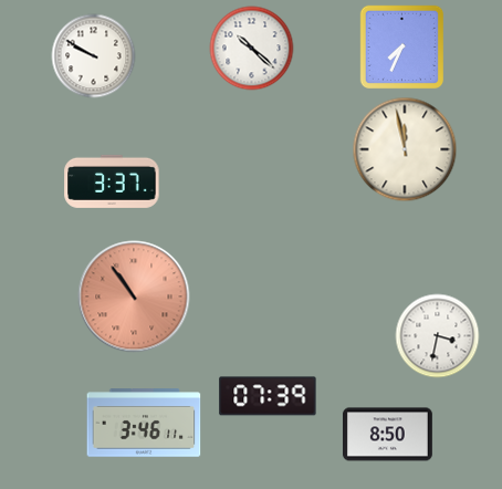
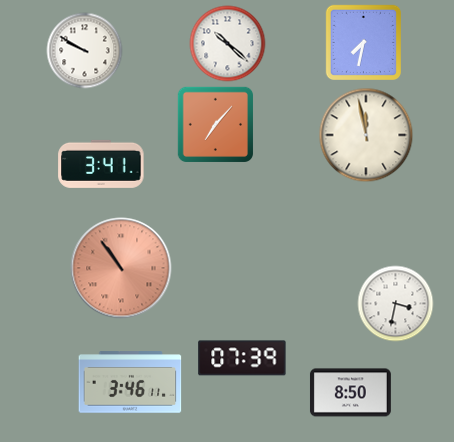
clock at (401, 46): 7:34 -> 7:32
clock at (215, 124): none -> 7:07
clock at (112, 181): 3:37 -> 3:41
